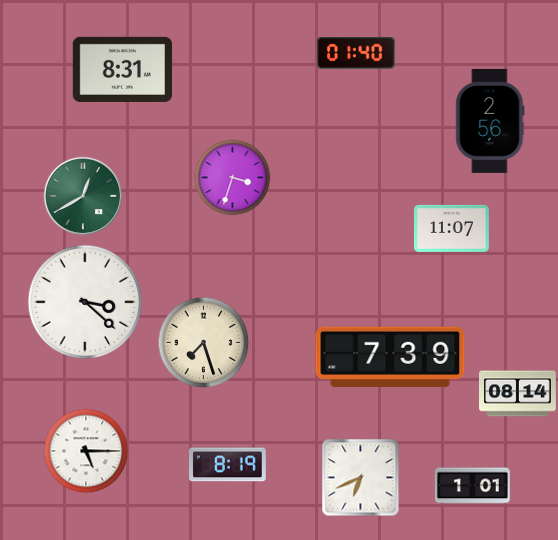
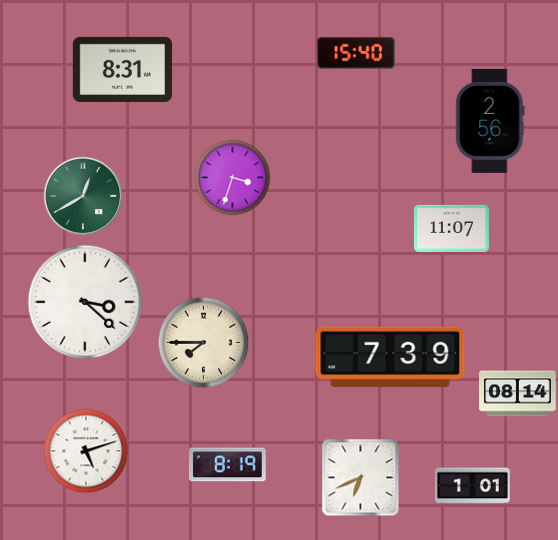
clock at (356, 53): 01:40 -> 15:40
clock at (204, 343): 7:27 -> 7:45
clock at (86, 451): 5:15 -> 5:12
